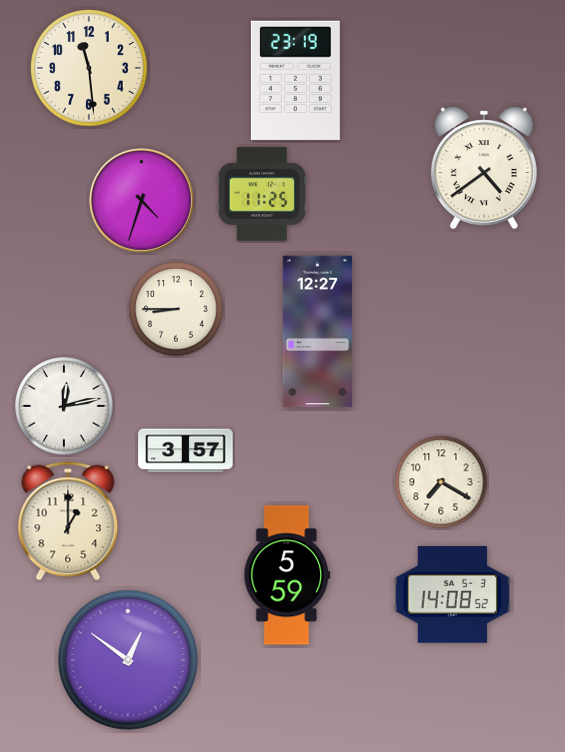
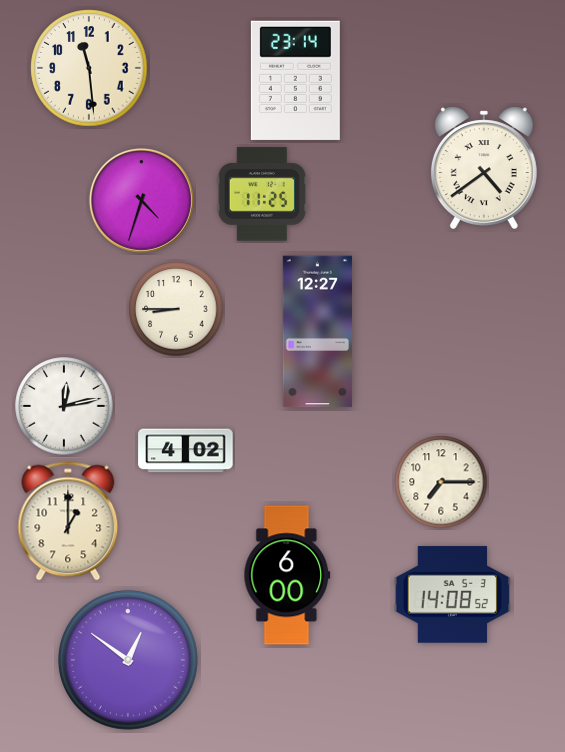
clock at (295, 80): 23:19 -> 23:14
clock at (186, 451): 3:57 -> 4:02
clock at (441, 482): 7:20 -> 7:15
clock at (287, 575): 5:59 -> 6:00
